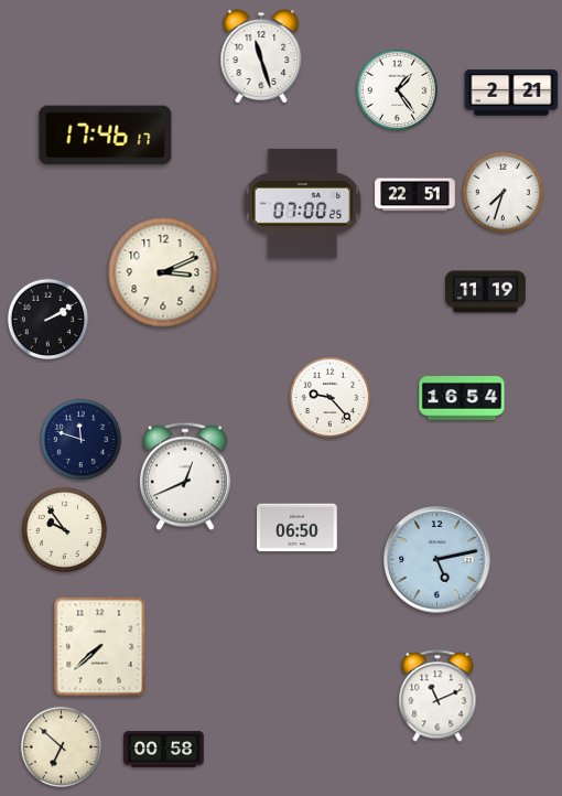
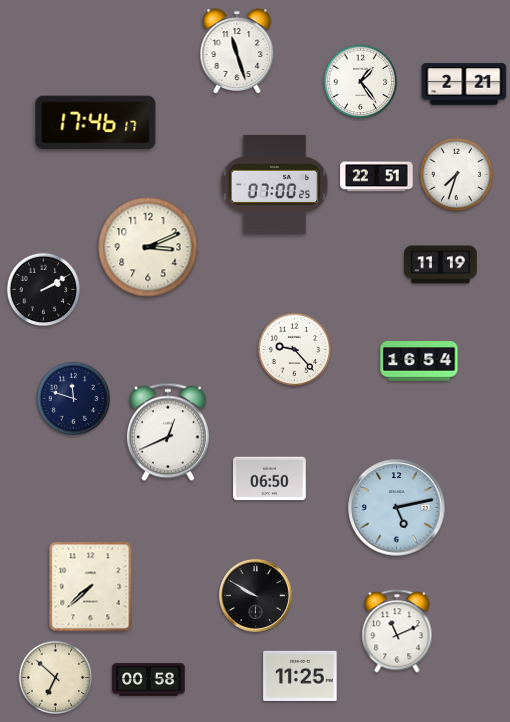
clock at (331, 398) position: (331, 398) -> (295, 350)
clock at (64, 529): 9:54 -> none
clock at (255, 595): none -> 9:50
clock at (300, 676): none -> 11:25
